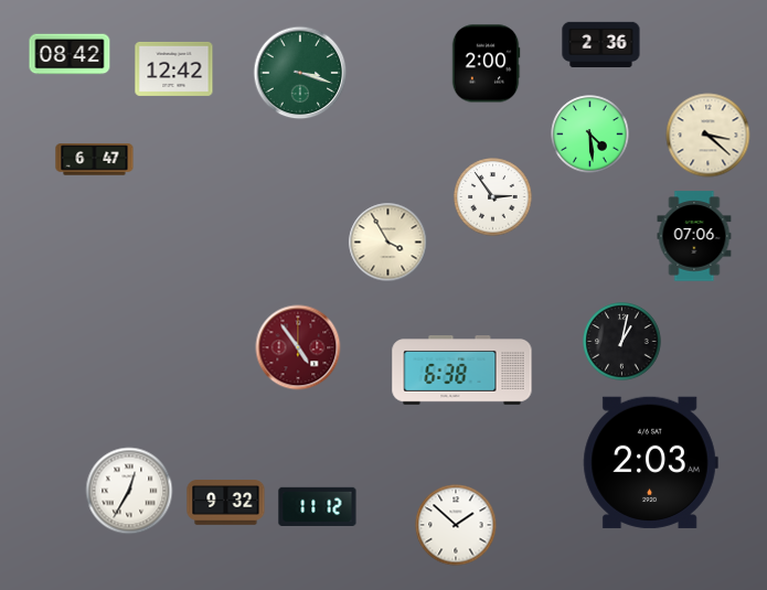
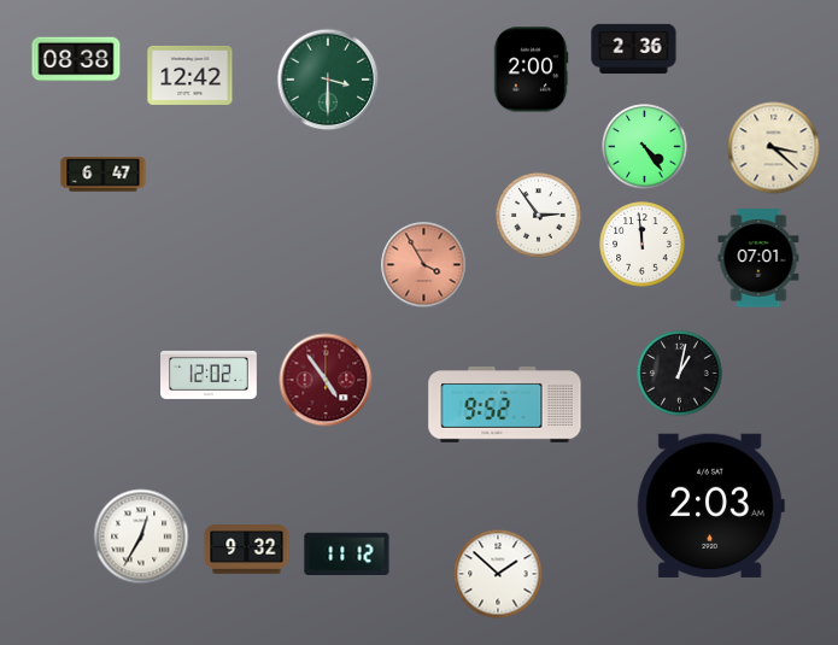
clock at (601, 45) position: (601, 45) -> (634, 49)
clock at (70, 54): 08:42 -> 08:38
clock at (300, 73): 3:18 -> 3:30
clock at (590, 135): 4:29 -> 4:24
clock at (643, 245): none -> 11:59
clock at (694, 236): 07:06 -> 07:01
clock at (388, 243) dial: cream -> salmon
clock at (210, 375): none -> 12:02
clock at (462, 371): 6:38 -> 9:52
